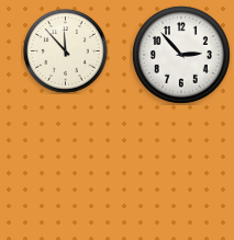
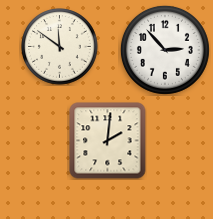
clock at (66, 52): 11:53 -> 11:51
clock at (108, 141): none -> 2:01
